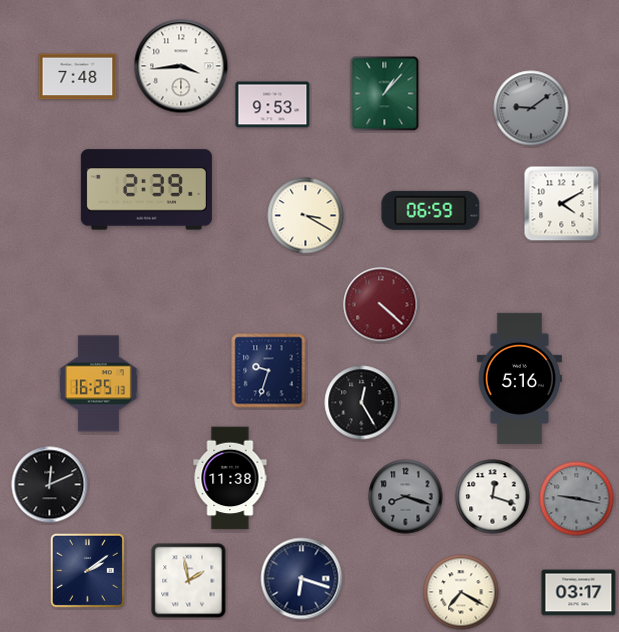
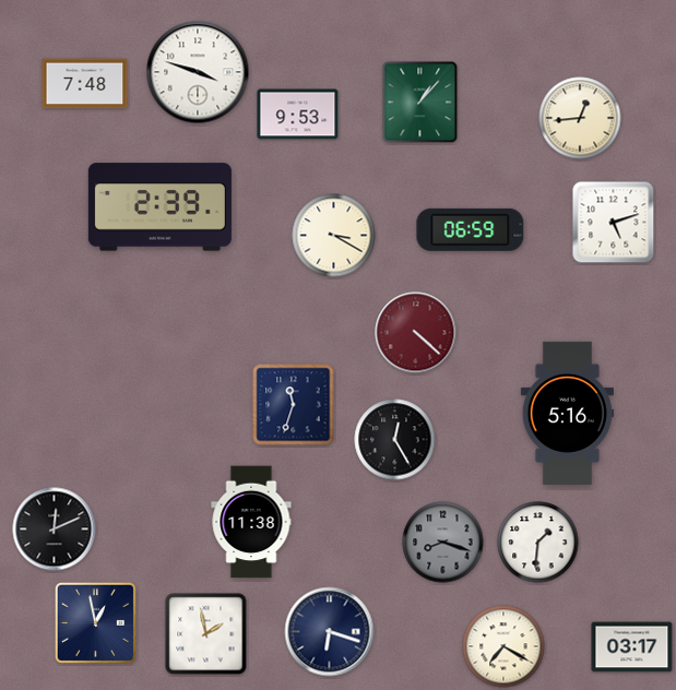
clock at (181, 66): 3:44 -> 3:48
clock at (531, 108): 9:09 -> 12:44
clock at (531, 108) dial: grey -> cream
clock at (562, 204): 4:10 -> 5:12
clock at (269, 371): 9:33 -> 11:33
clock at (98, 384): 16:25 -> none
clock at (493, 497): 12:18 -> 1:31
clock at (577, 499): 9:17 -> none
clock at (87, 570): 2:09 -> 12:58
